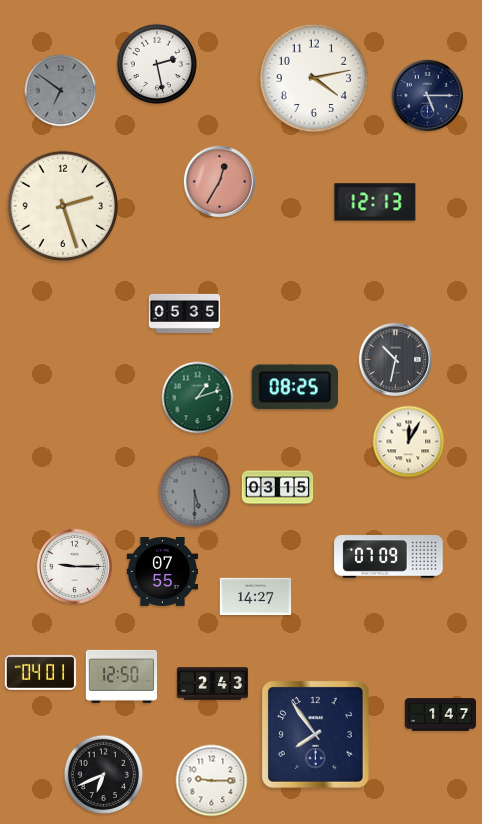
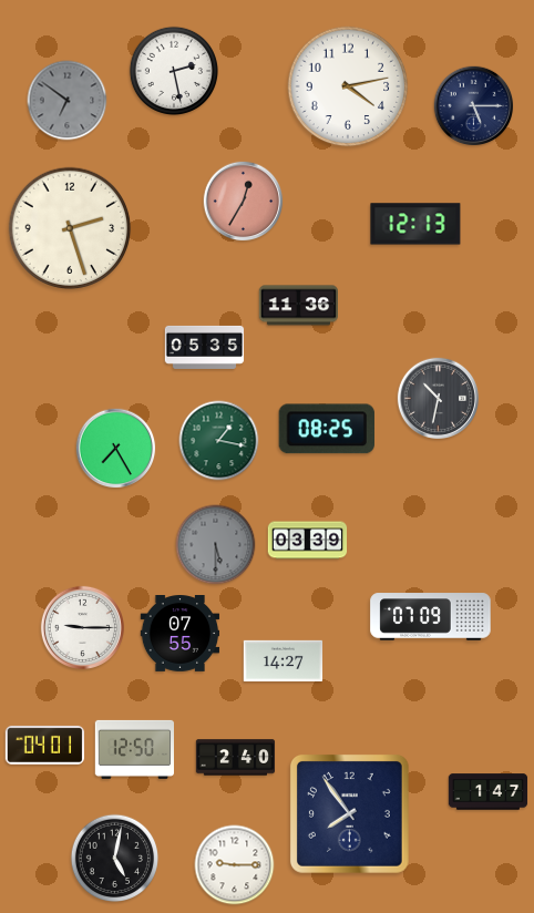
clock at (299, 306): none -> 11:36
clock at (198, 398): 1:12 -> 1:17
clock at (116, 449): none -> 7:25
clock at (409, 442): 12:05 -> none
clock at (278, 488): 03:15 -> 03:39
clock at (213, 684): 2:43 -> 2:40
clock at (104, 775): 6:41 -> 5:02
